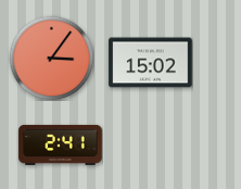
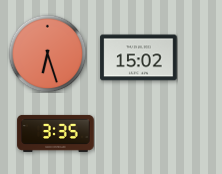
clock at (51, 58): 3:06 -> 6:27
clock at (61, 144): 2:41 -> 3:35
